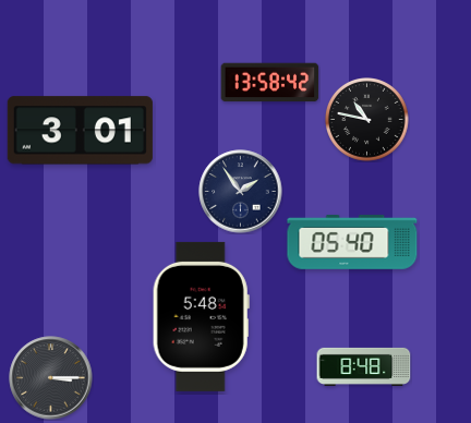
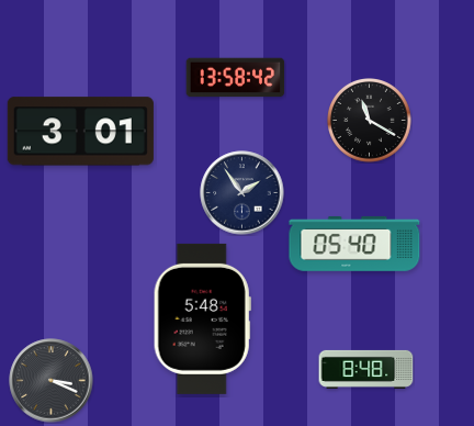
clock at (270, 83) position: (270, 83) -> (236, 78)
clock at (367, 120): 10:47 -> 11:20
clock at (51, 378): 3:15 -> 3:19
